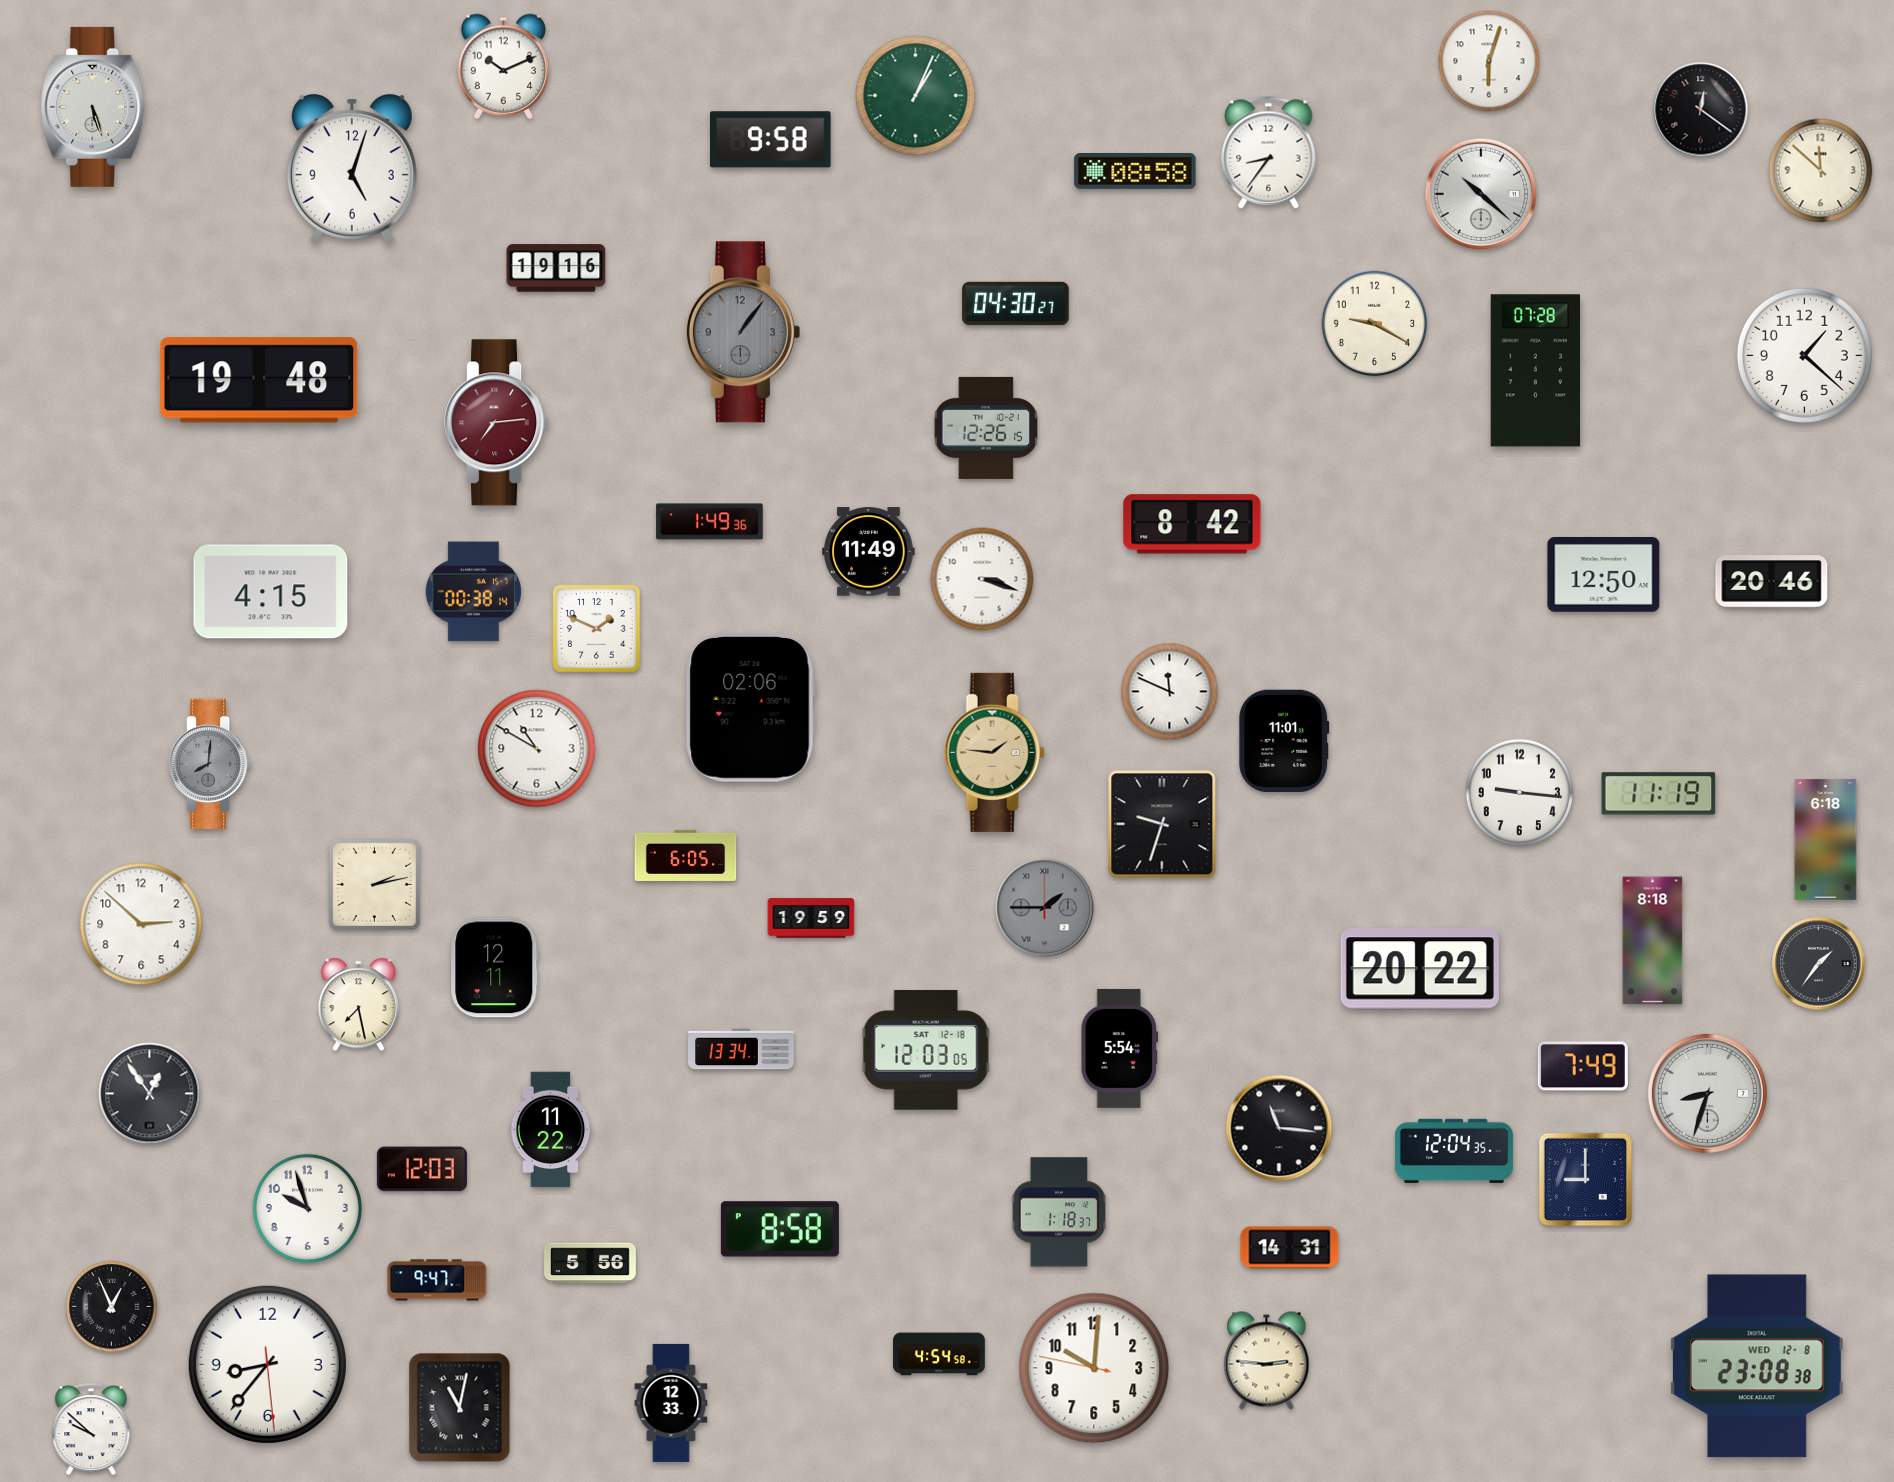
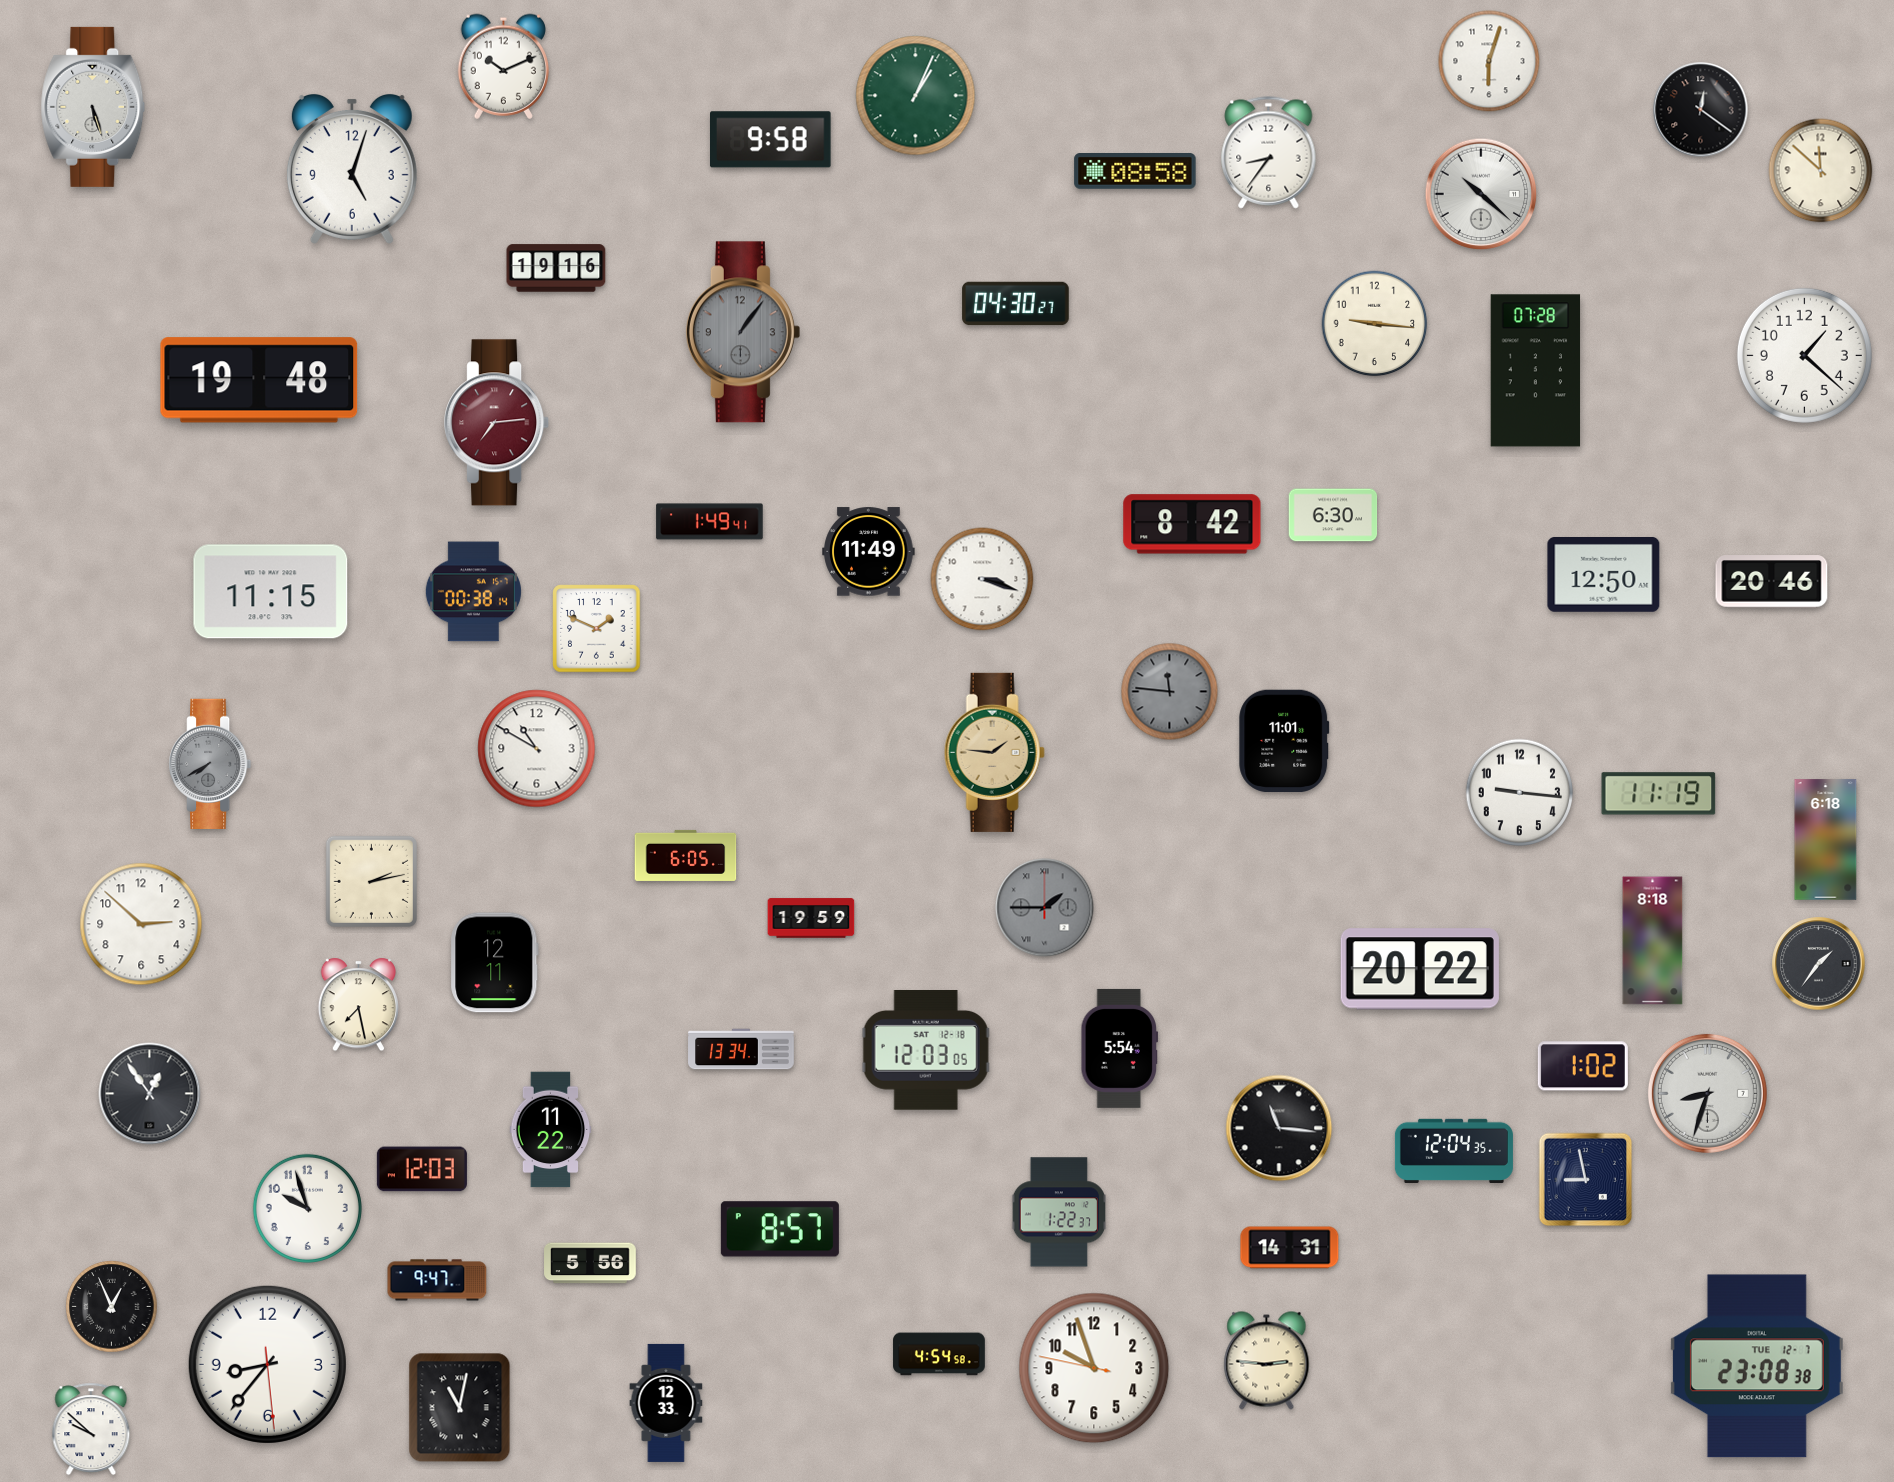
clock at (1375, 324): 9:20 -> 9:16
clock at (986, 428): 12:26 -> none
clock at (1333, 515): none -> 6:30
clock at (710, 522): 1:49:36 -> 1:49:41
clock at (271, 592): 4:15 -> 11:15
clock at (1170, 692): 11:49 -> 11:46
clock at (1170, 692) dial: white -> grey
clock at (750, 708): 02:06 -> none
clock at (210, 763): 8:01 -> 7:40
clock at (1162, 824): 9:33 -> none
clock at (374, 884) position: (374, 884) -> (371, 881)
clock at (495, 968) position: (495, 968) -> (495, 963)
clock at (1583, 1066): 7:49 -> 1:02
clock at (1586, 1180): 9:00 -> 8:58
clock at (1058, 1212): 1:18 -> 1:22
clock at (780, 1229): 8:58 -> 8:57
clock at (1757, 1366) date: WED 12-8 -> TUE 12-7
clock at (1094, 1368): 10:00 -> 9:56
clock at (671, 1403) position: (671, 1403) -> (666, 1403)
